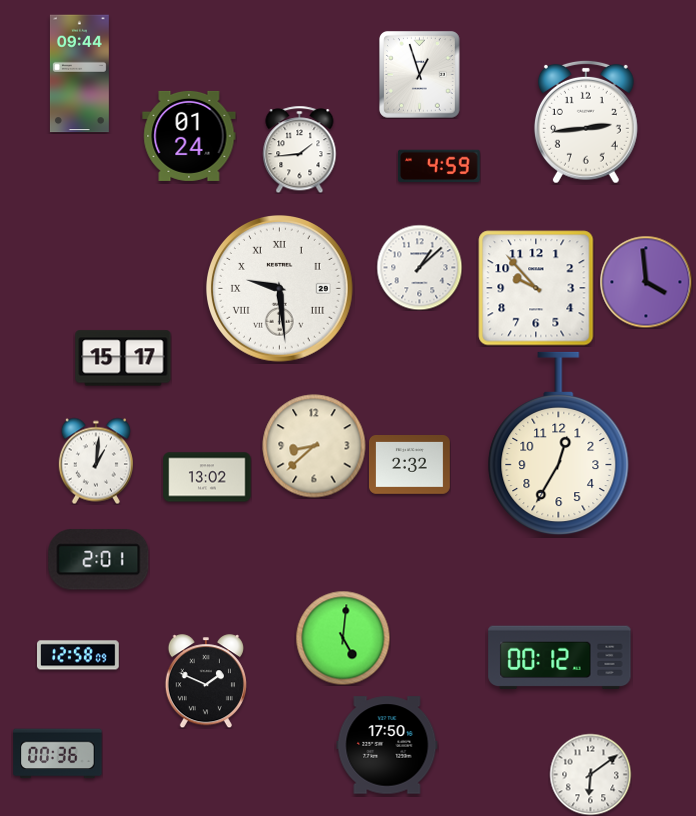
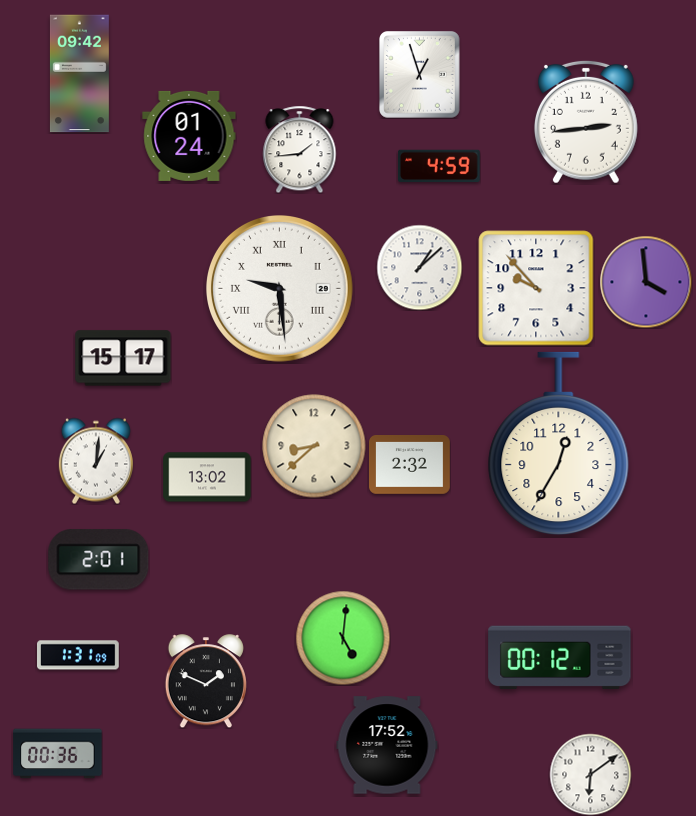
clock at (79, 74): 09:44 -> 09:42
clock at (79, 655): 12:58 -> 1:31
clock at (387, 745): 17:50 -> 17:52
